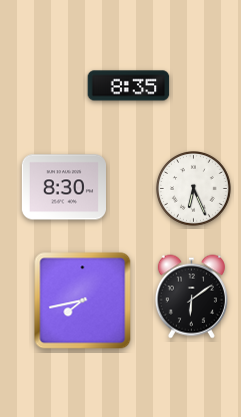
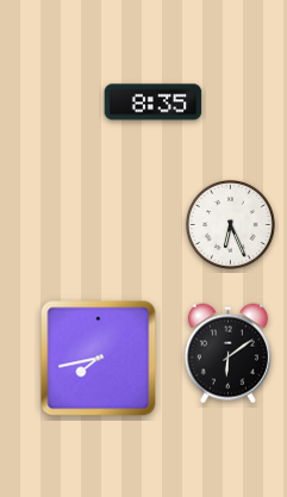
clock at (63, 187): 8:30 -> none
